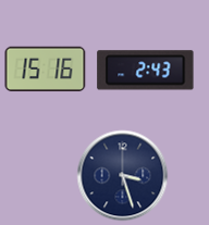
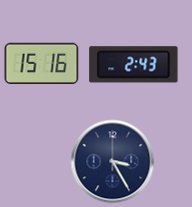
clock at (123, 176): 3:27 -> 3:25
